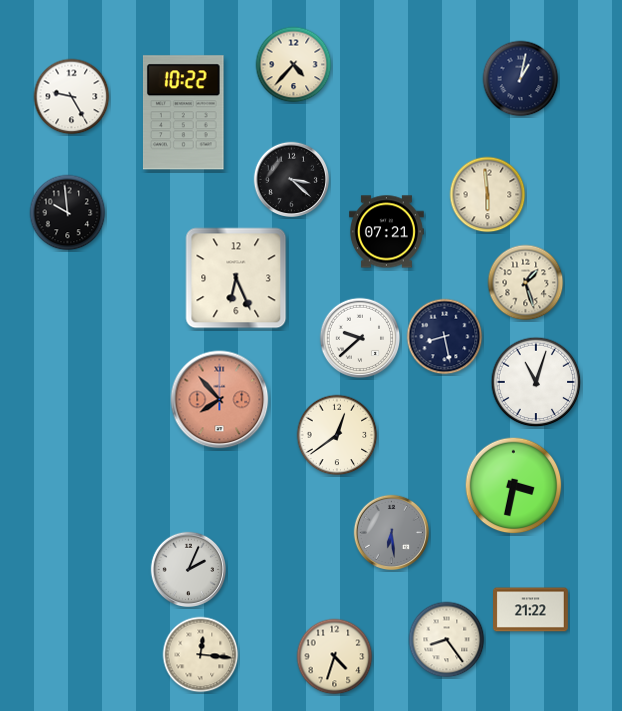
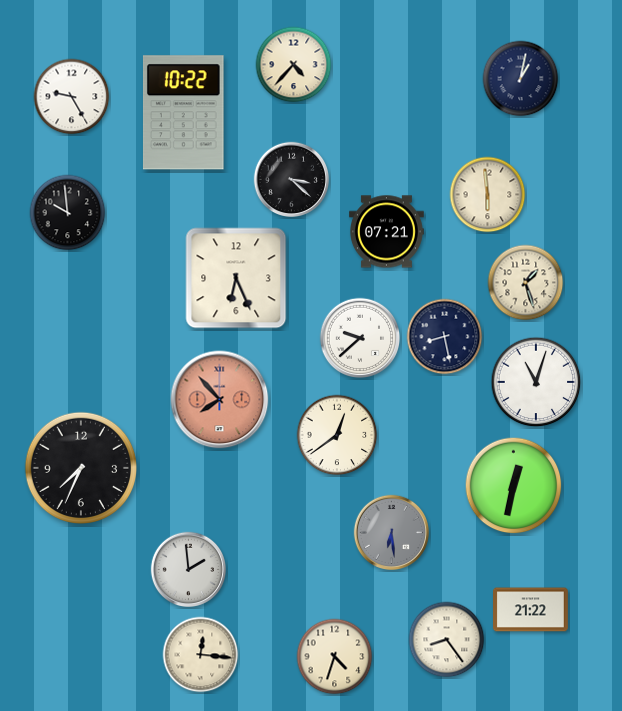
clock at (81, 468): none -> 7:34
clock at (514, 486): 3:32 -> 12:32
clock at (189, 570): 2:04 -> 1:59
